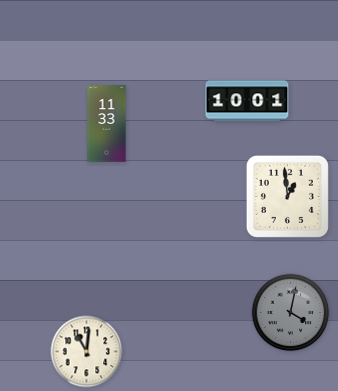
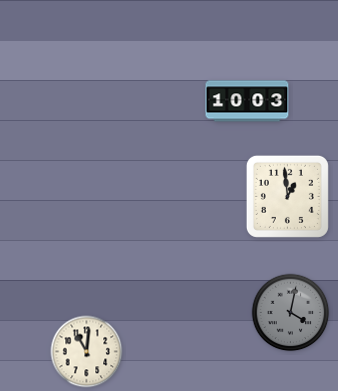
clock at (247, 101): 10:01 -> 10:03
clock at (107, 124): 11:33 -> none
